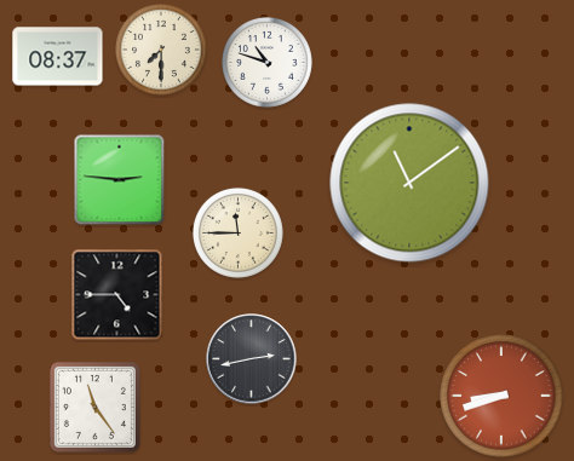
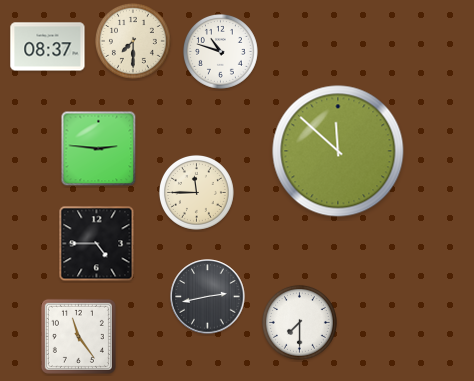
clock at (409, 183): 11:09 -> 11:52
clock at (299, 322): none -> 7:30
clock at (501, 396): 8:42 -> none
